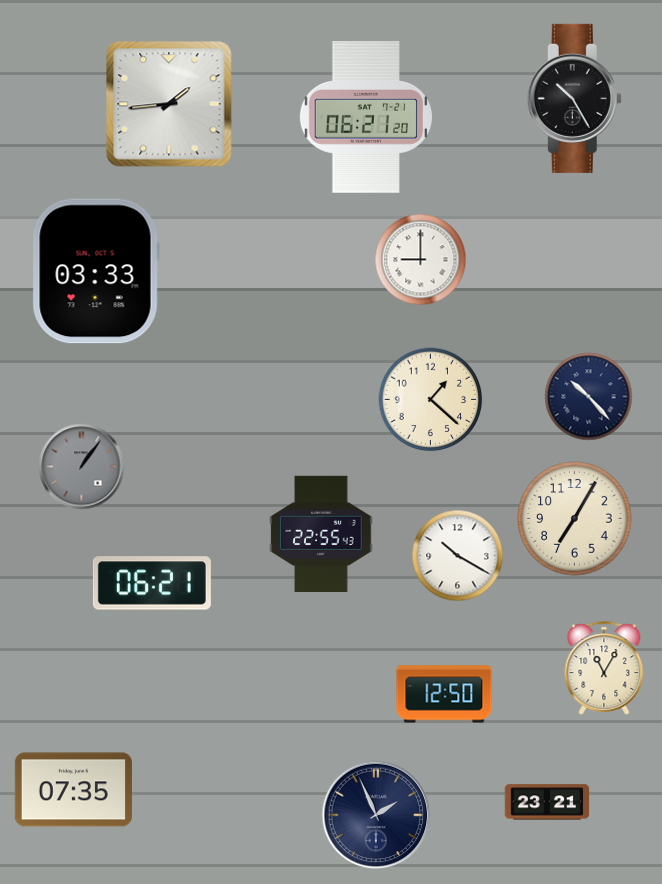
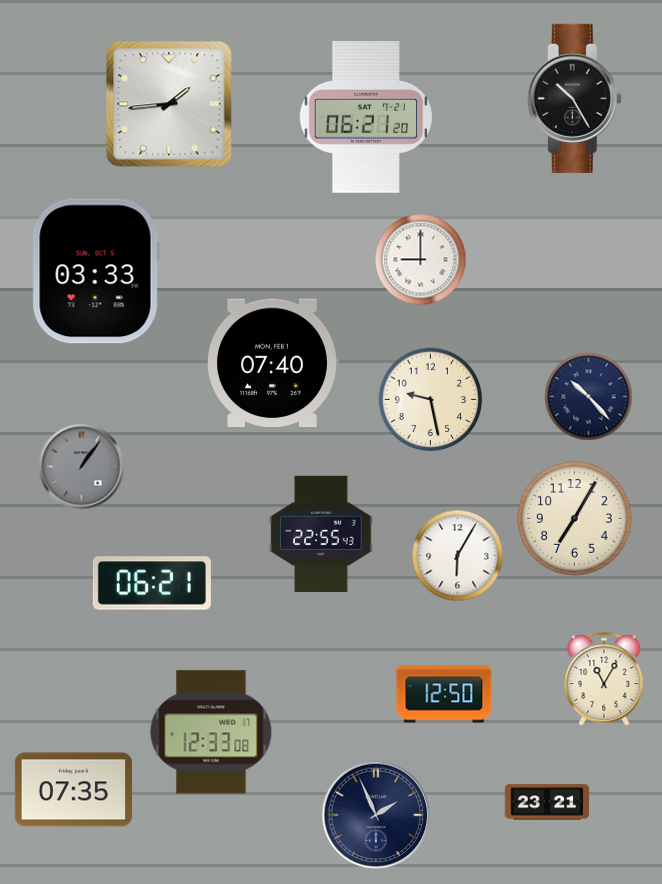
clock at (272, 362): none -> 07:40
clock at (431, 400): 1:22 -> 9:28
clock at (458, 556): 10:20 -> 6:05
clock at (604, 668) position: (604, 668) -> (604, 679)
clock at (211, 732): none -> 12:33
